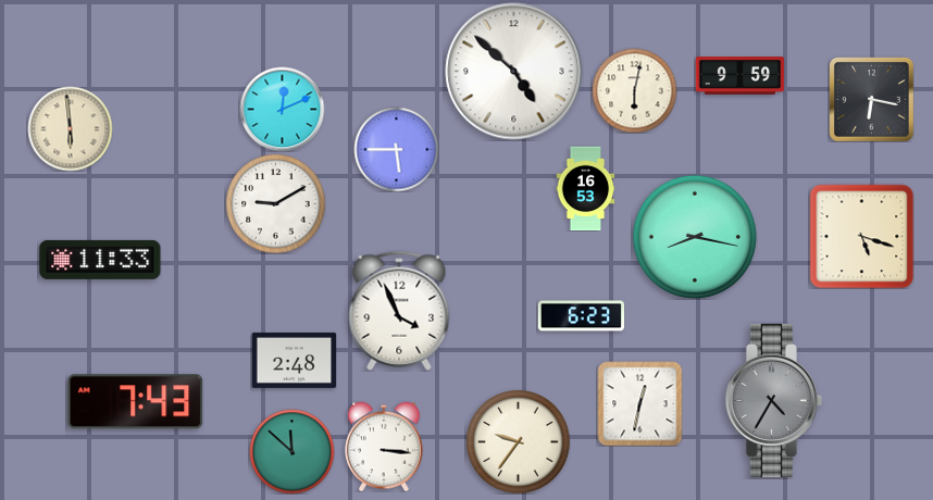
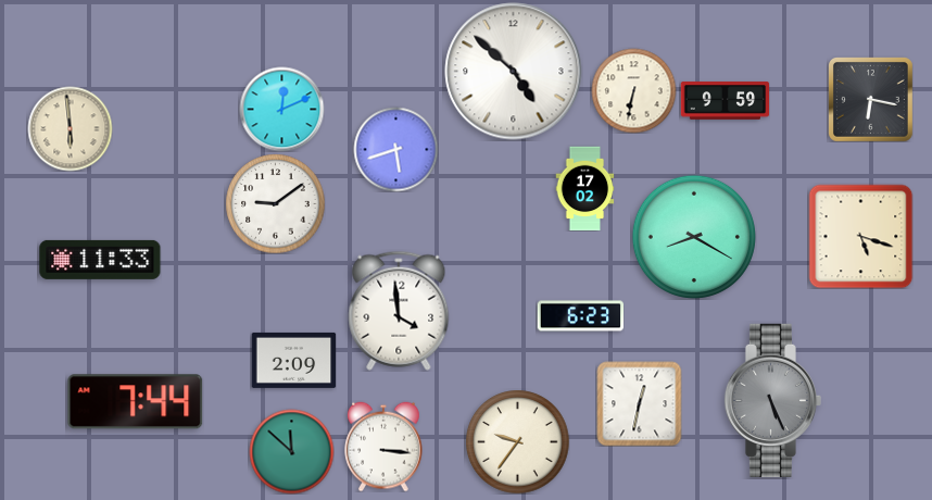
clock at (739, 76) position: (739, 76) -> (725, 101)
clock at (634, 90): 6:02 -> 6:32
clock at (396, 149): 5:45 -> 5:42
clock at (586, 188): 16:53 -> 17:02
clock at (275, 203): 9:10 -> 9:09
clock at (695, 237): 8:17 -> 8:20
clock at (399, 311): 3:56 -> 3:59
clock at (294, 360): 2:48 -> 2:09
clock at (773, 400): 4:35 -> 5:26
clock at (136, 402): 7:43 -> 7:44
